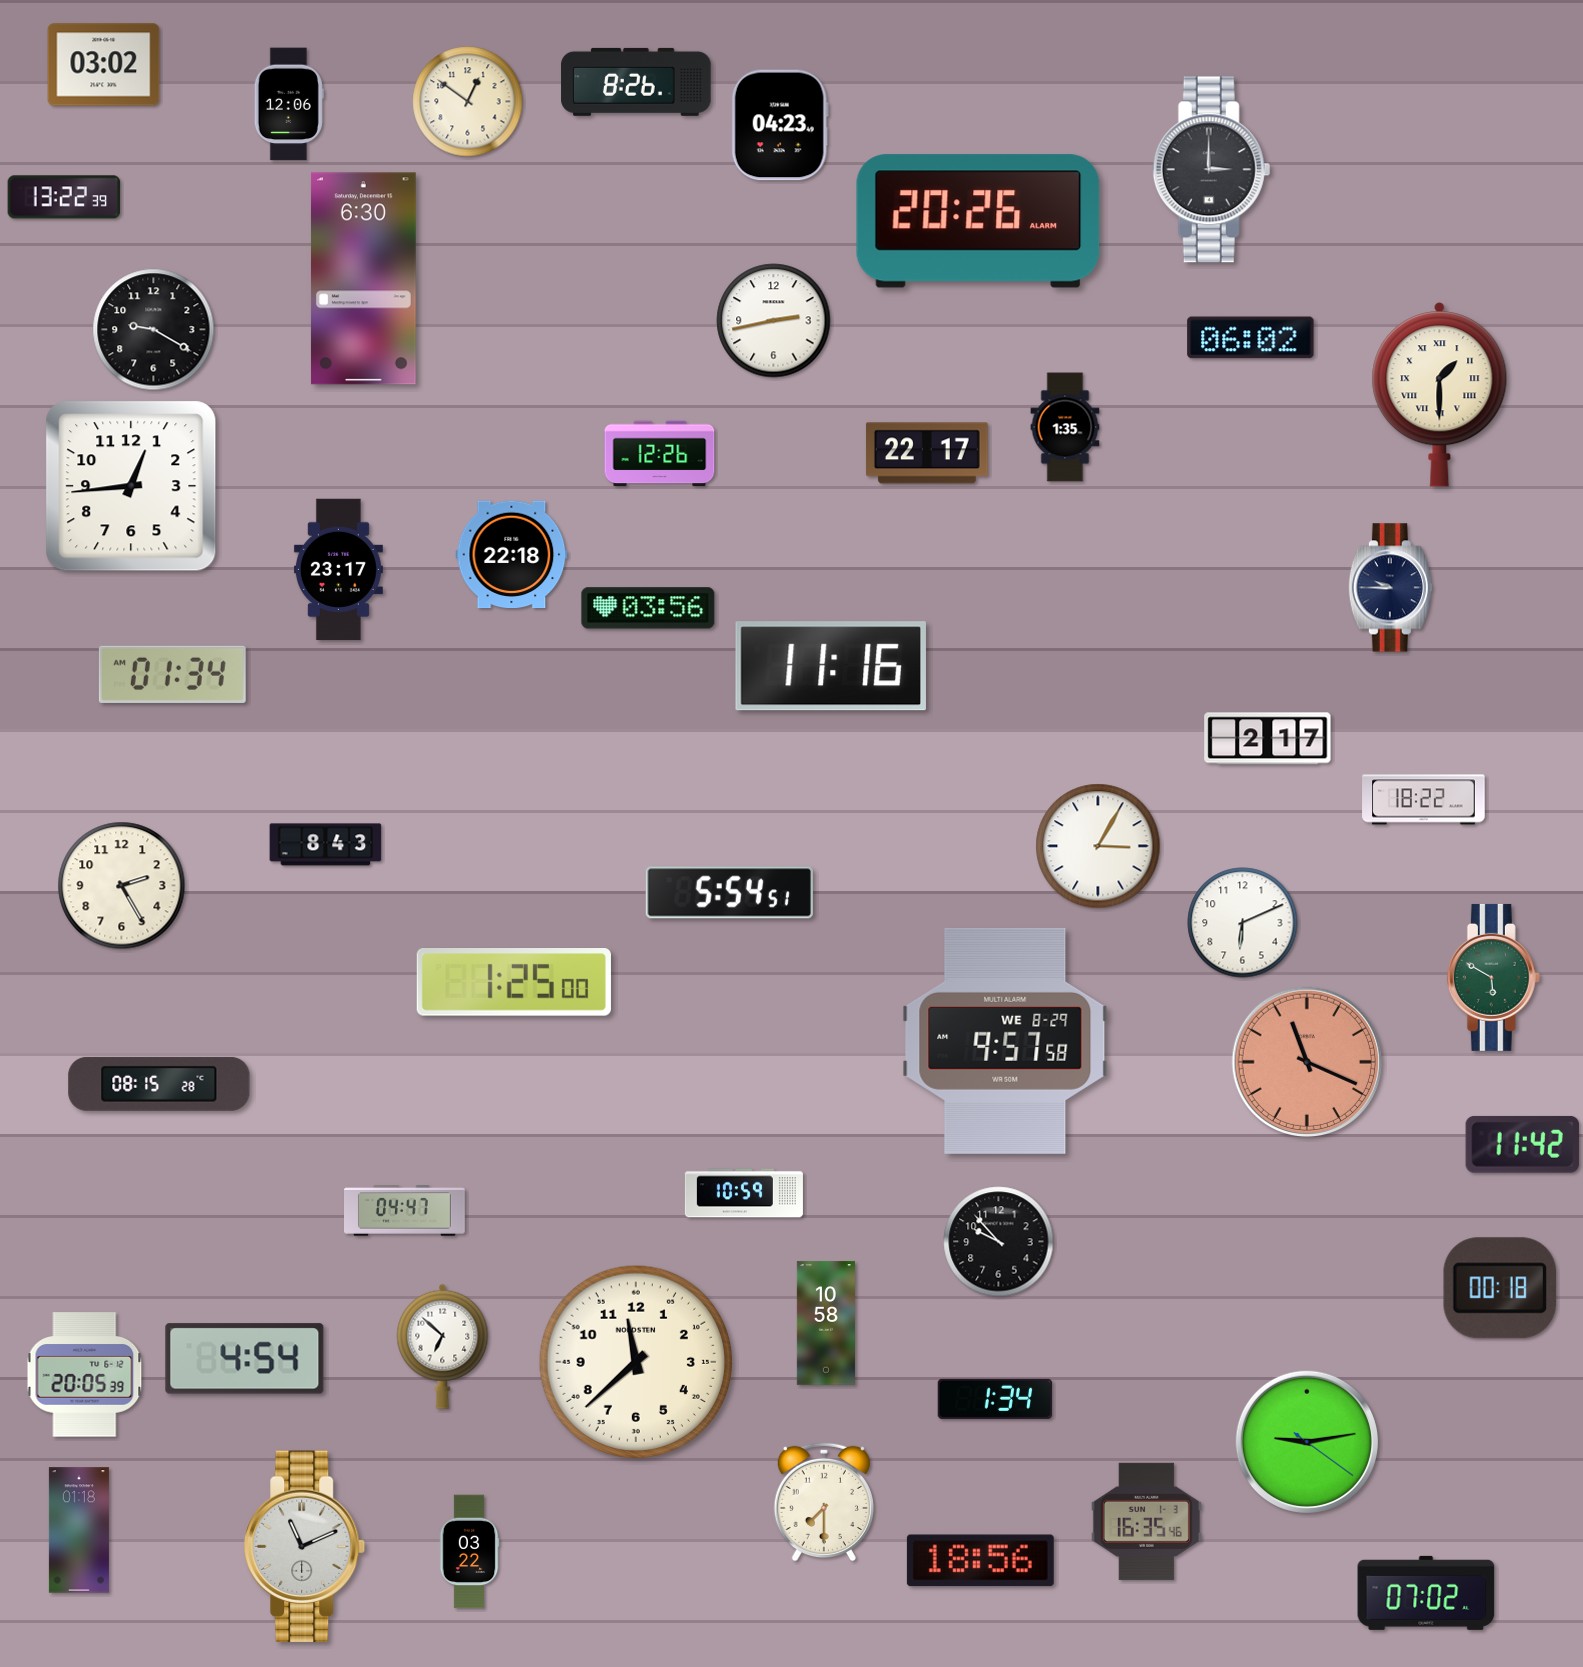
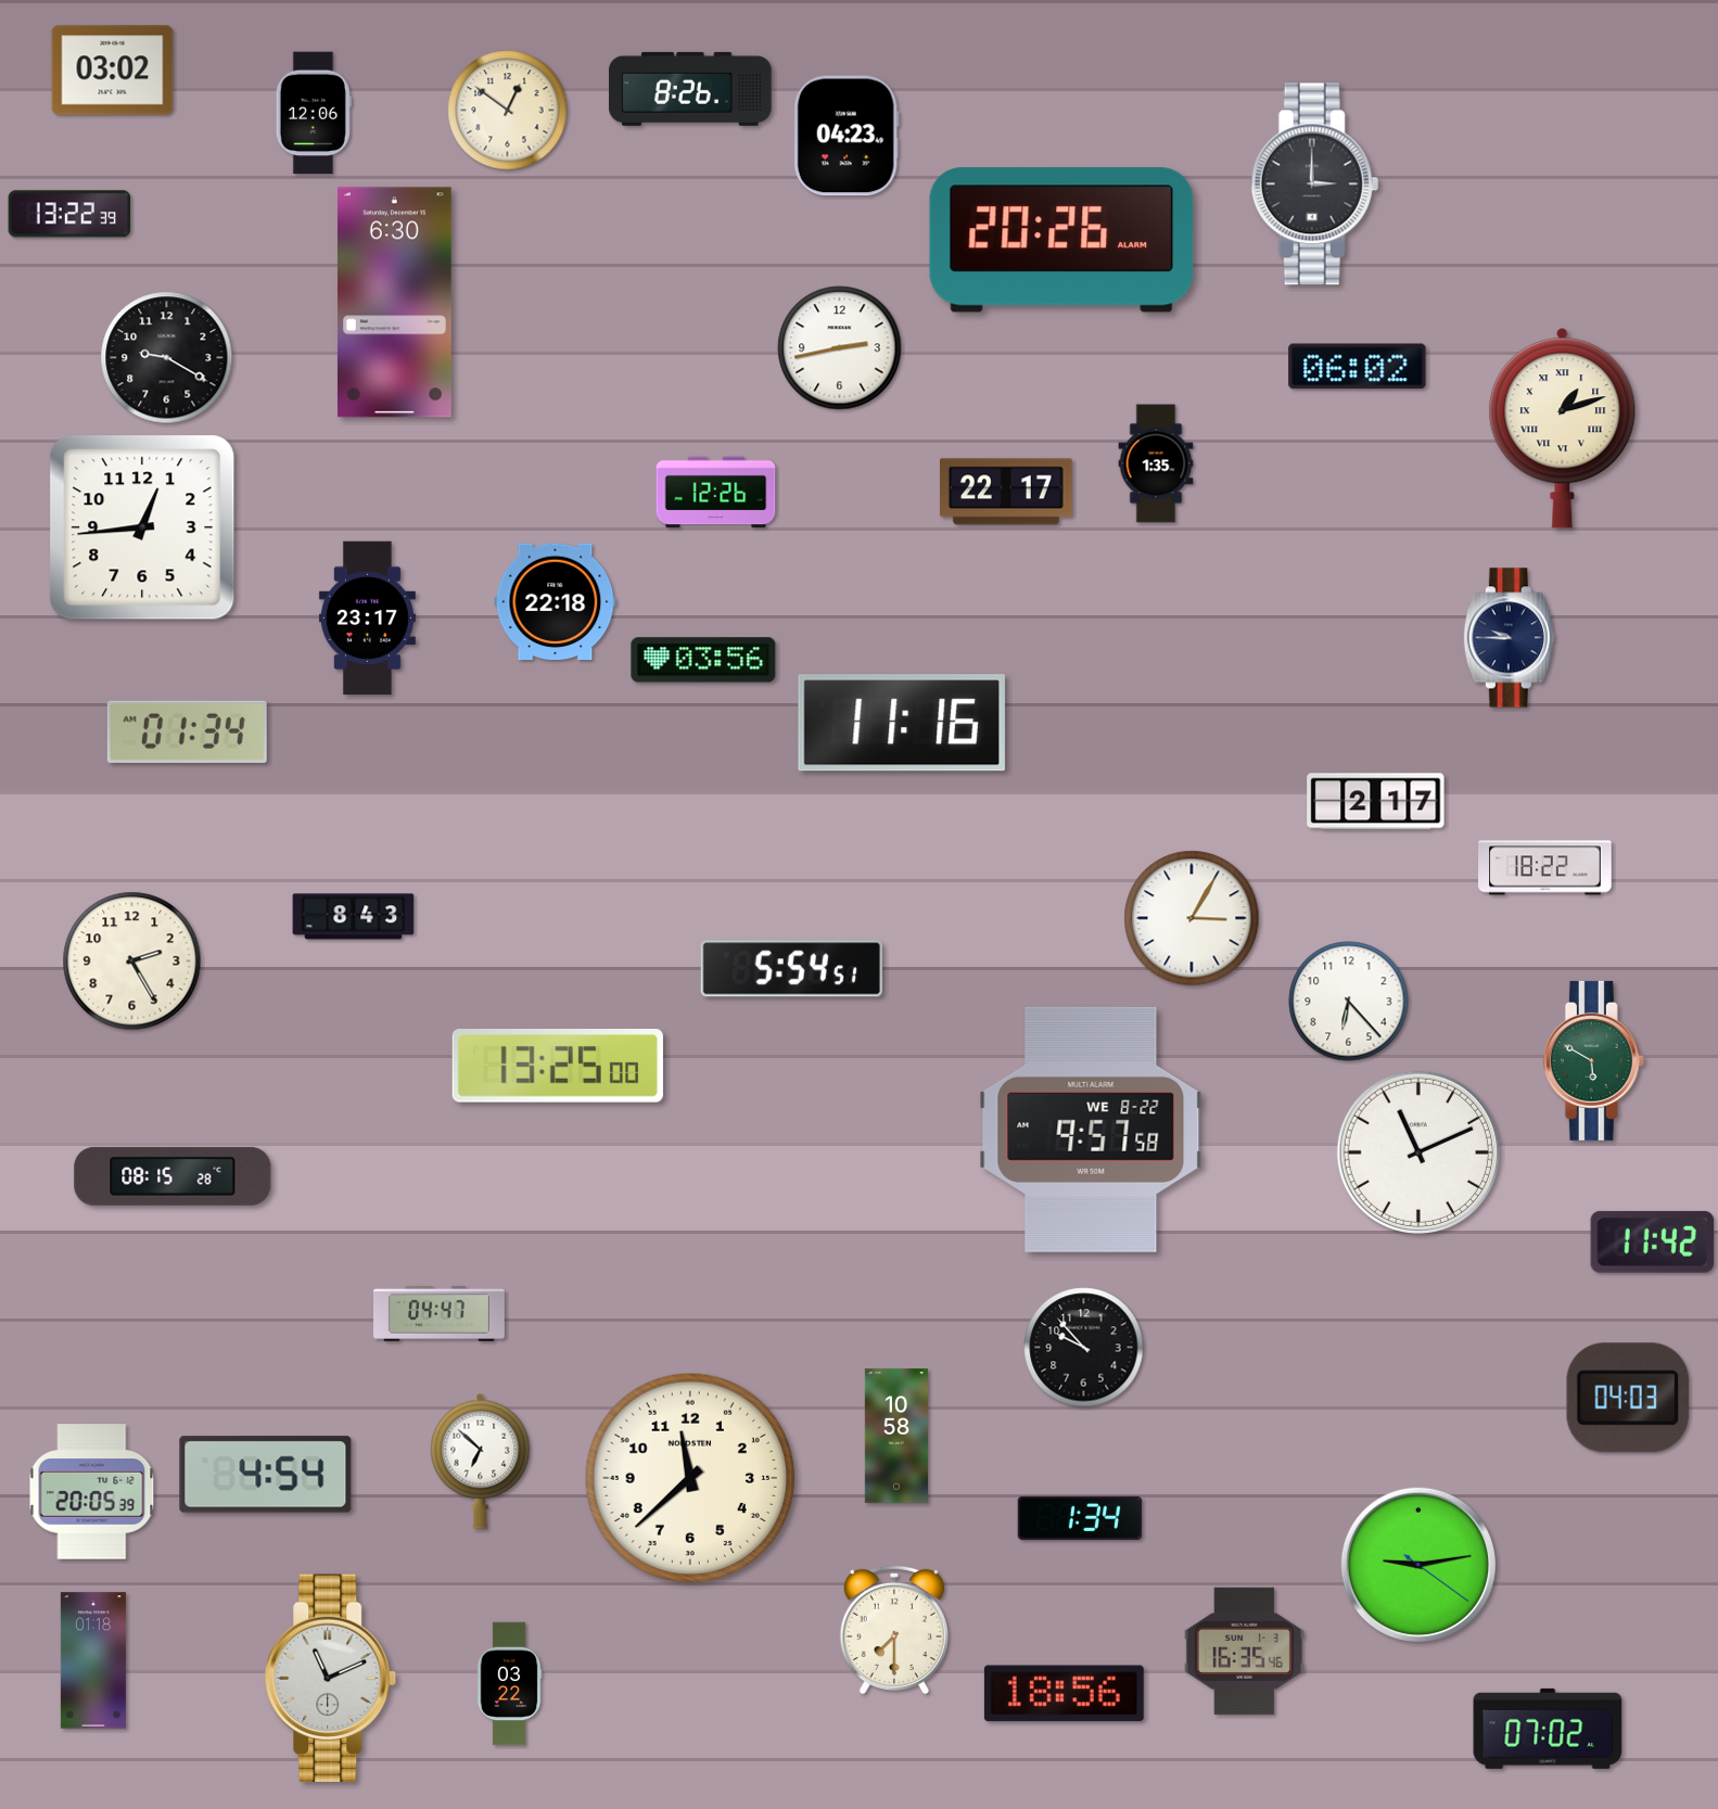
clock at (1440, 395): 1:30 -> 1:12
clock at (1243, 923): 6:11 -> 6:23
clock at (1493, 977) position: (1493, 977) -> (1593, 1060)
clock at (514, 983): 1:25 -> 13:25
clock at (1005, 1041) date: WE 8-29 -> WE 8-22
clock at (1306, 1061): 11:19 -> 11:11
clock at (1306, 1061) dial: salmon -> white
clock at (744, 1193): 10:59 -> none
clock at (1500, 1288): 00:18 -> 04:03
clock at (79, 1530) position: (79, 1530) -> (93, 1660)
